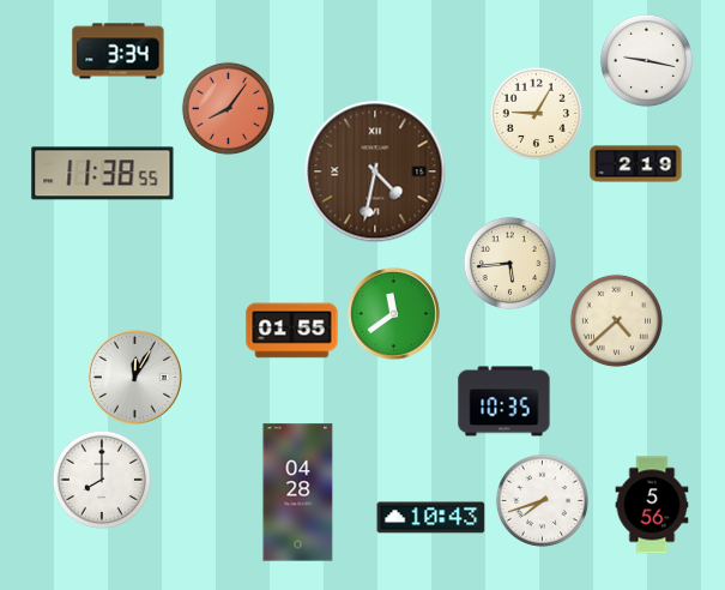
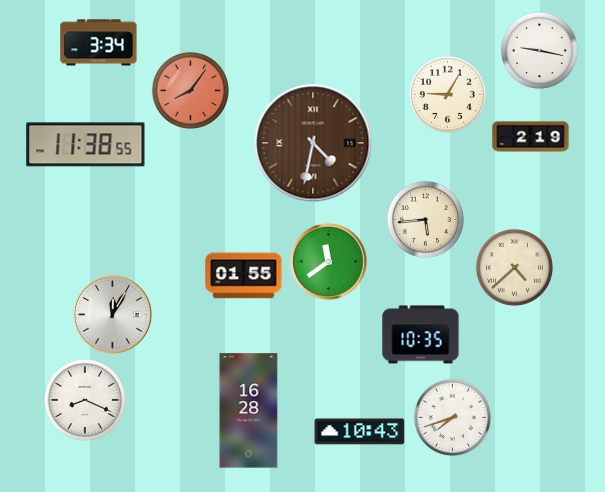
clock at (102, 480): 8:00 -> 8:19
clock at (298, 493): 04:28 -> 16:28
clock at (652, 505): 5:56 -> none
